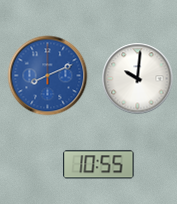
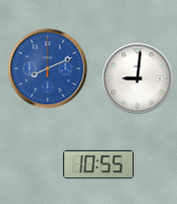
clock at (48, 76) position: (48, 76) -> (48, 69)
clock at (138, 79): 10:01 -> 9:01
